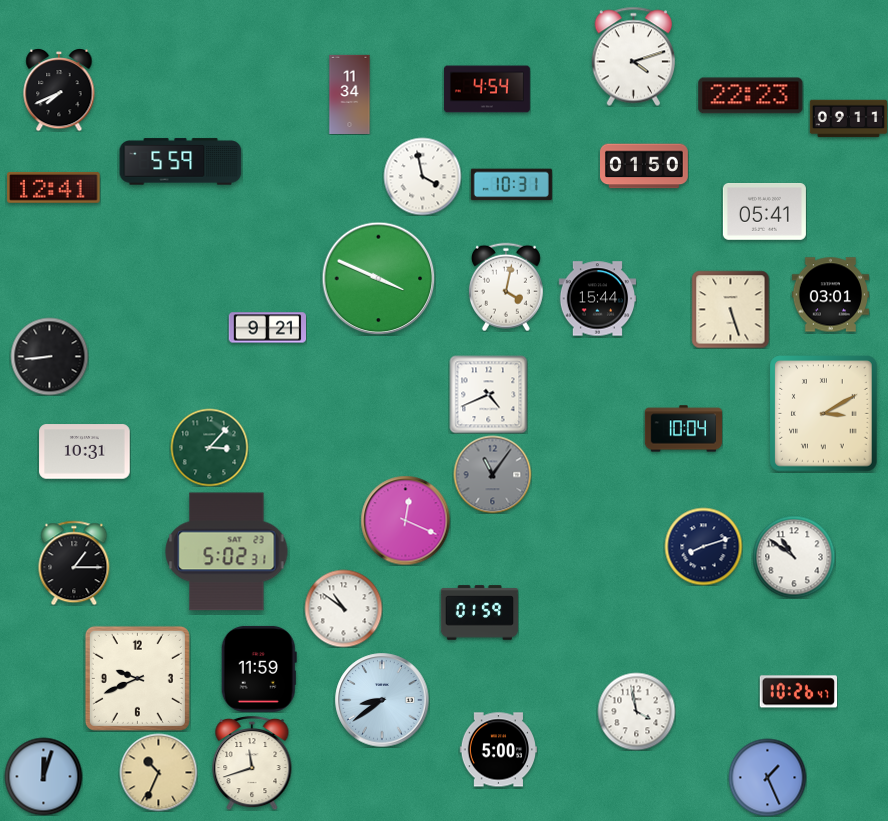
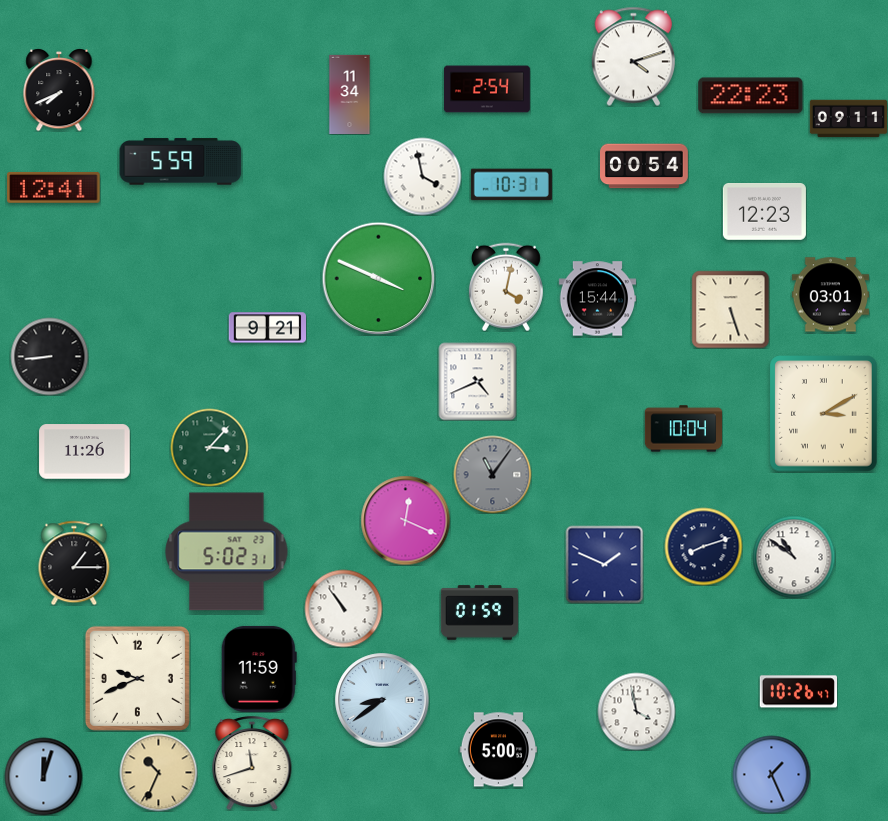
clock at (487, 89): 4:54 -> 2:54
clock at (645, 166): 01:50 -> 00:54
clock at (764, 212): 05:41 -> 12:23
clock at (488, 394) position: (488, 394) -> (477, 381)
clock at (85, 452): 10:31 -> 11:26
clock at (604, 564): none -> 1:49
clock at (343, 608): 10:51 -> 10:54
clock at (767, 777) position: (767, 777) -> (771, 774)
